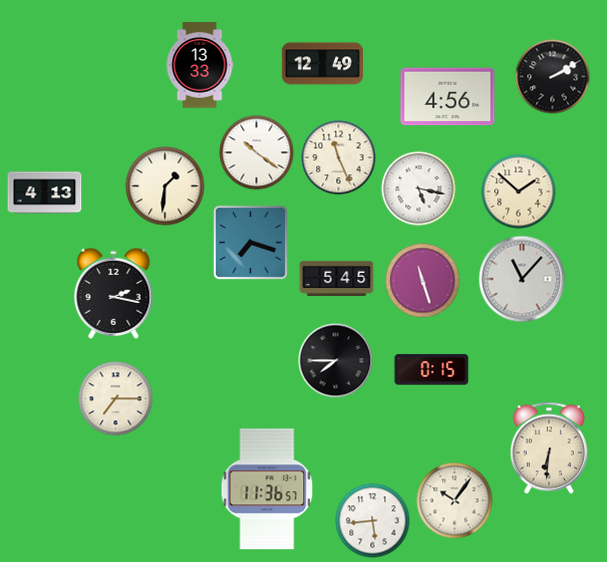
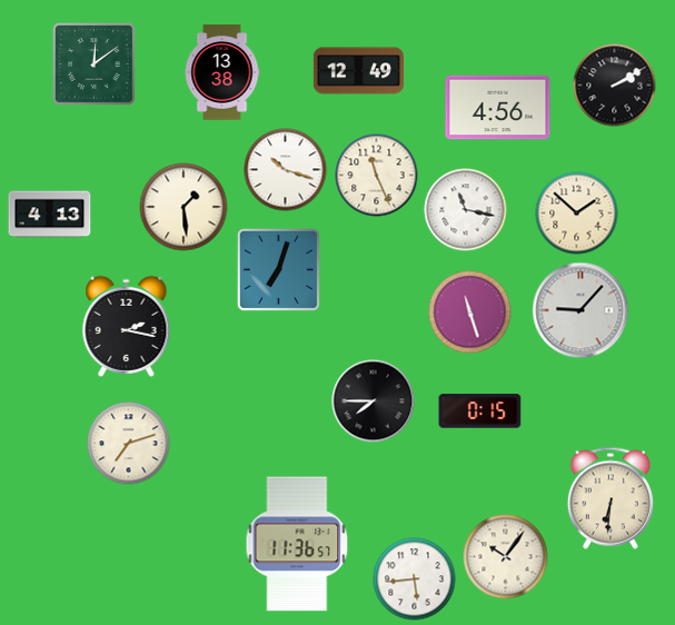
clock at (95, 65): none -> 12:09
clock at (200, 65): 13:33 -> 13:38
clock at (257, 153): 10:21 -> 10:18
clock at (165, 186): 1:31 -> 1:29
clock at (419, 189): 5:17 -> 11:17
clock at (250, 242): 7:18 -> 7:03
clock at (337, 278): 5:45 -> none
clock at (522, 279): 11:07 -> 9:07
clock at (116, 399): 7:15 -> 7:12
